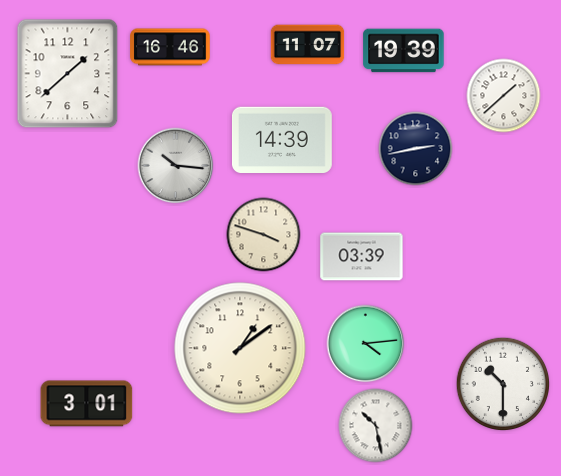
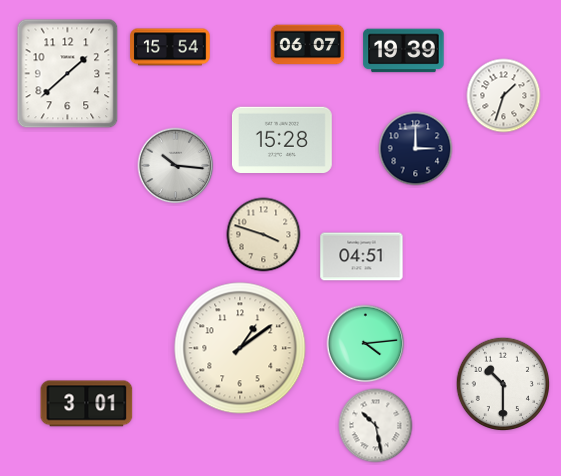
clock at (308, 45): 11:07 -> 06:07
clock at (170, 47): 16:46 -> 15:54
clock at (504, 96): 1:38 -> 1:33
clock at (282, 140): 14:39 -> 15:28
clock at (416, 149): 2:43 -> 3:00
clock at (362, 257): 03:39 -> 04:51
